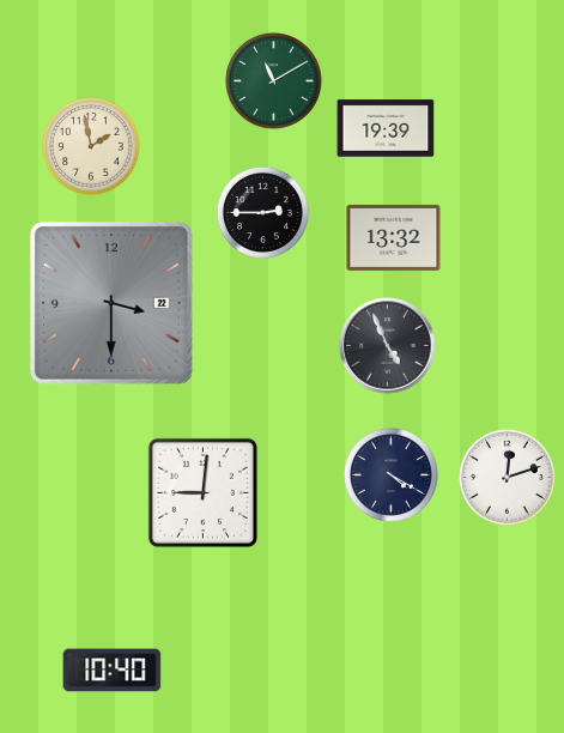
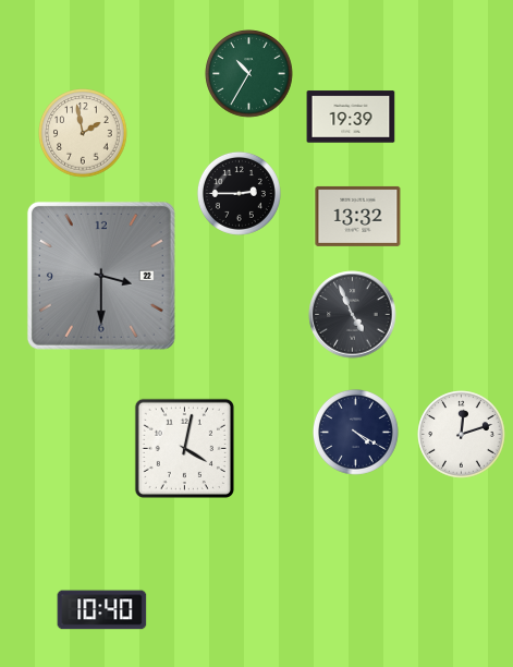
clock at (274, 81): 11:10 -> 10:35
clock at (202, 492): 9:01 -> 4:02
